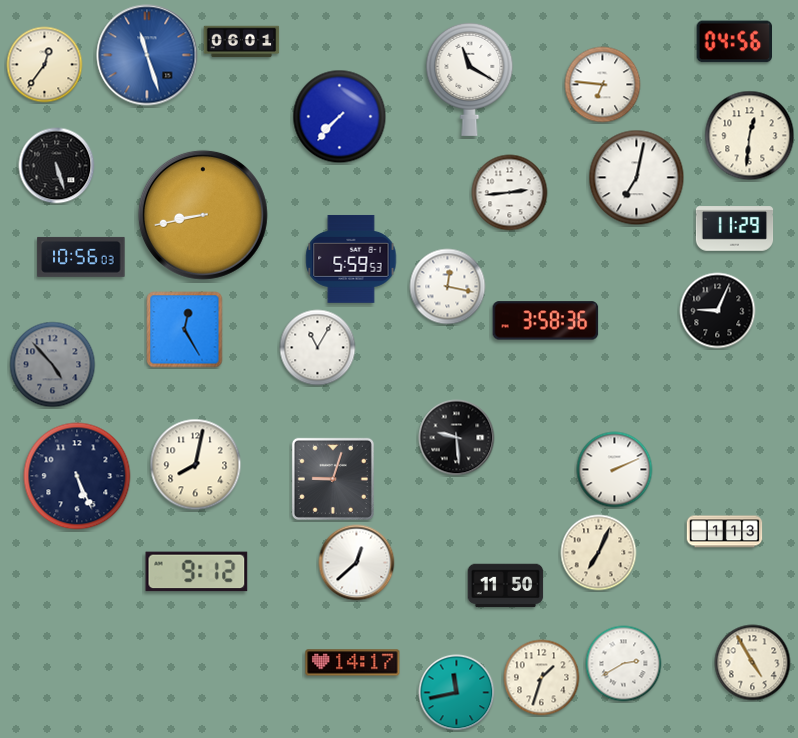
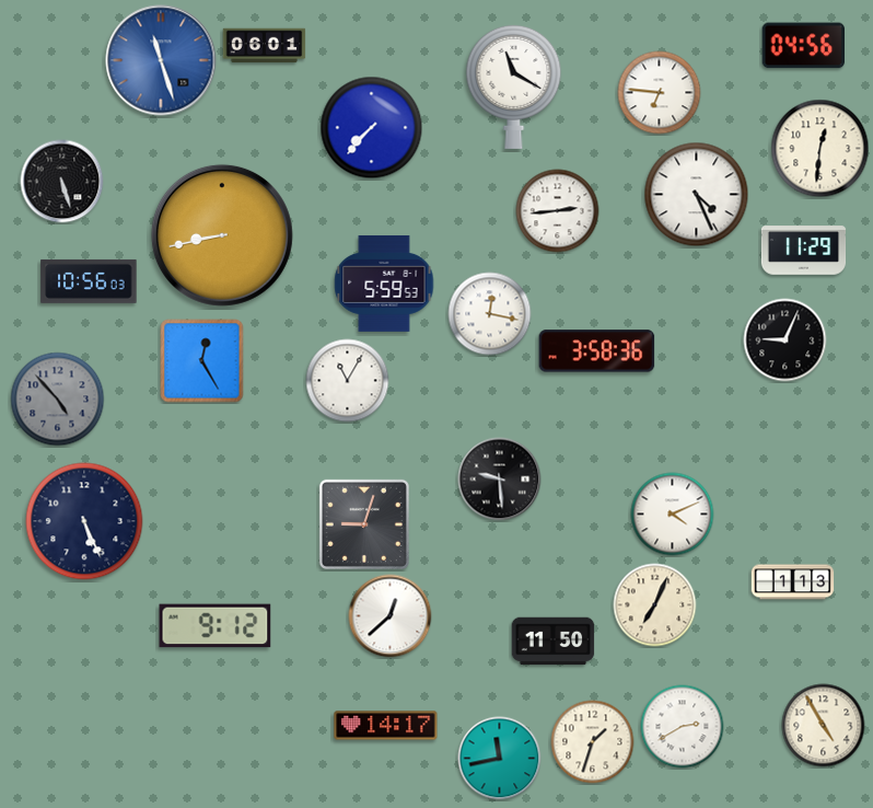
clock at (45, 65): 12:36 -> none
clock at (637, 178): 7:02 -> 4:26
clock at (196, 465): 8:02 -> none
clock at (615, 470): 2:11 -> 4:11
